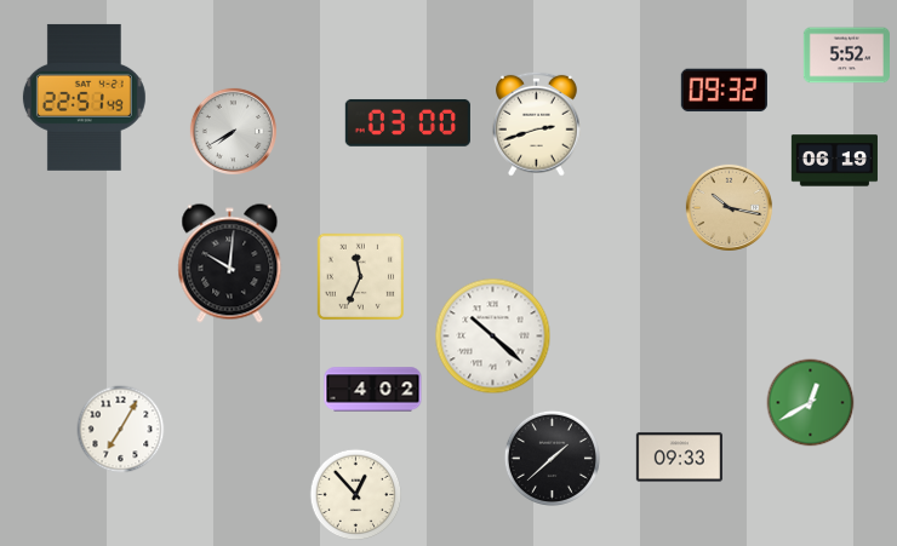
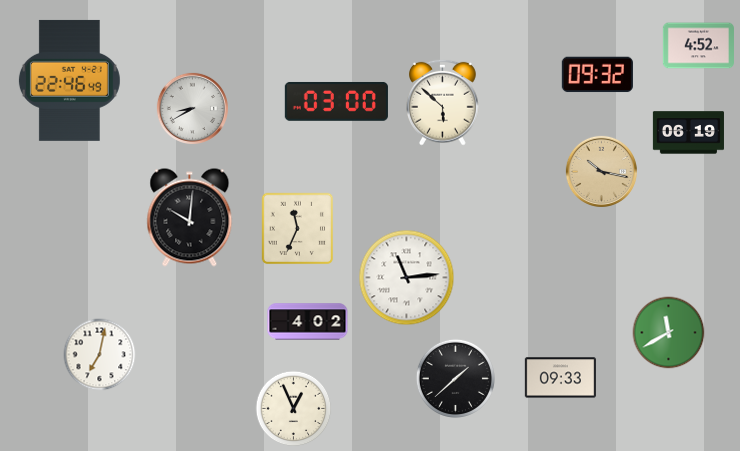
clock at (846, 56): 5:52 -> 4:52
clock at (84, 97): 22:51 -> 22:46
clock at (537, 123): 2:42 -> 5:52
clock at (233, 131): 7:40 -> 8:40
clock at (493, 337): 10:22 -> 11:14
clock at (811, 403): 12:40 -> 11:40
clock at (121, 430): 7:05 -> 7:02
clock at (356, 495): 12:53 -> 12:56
